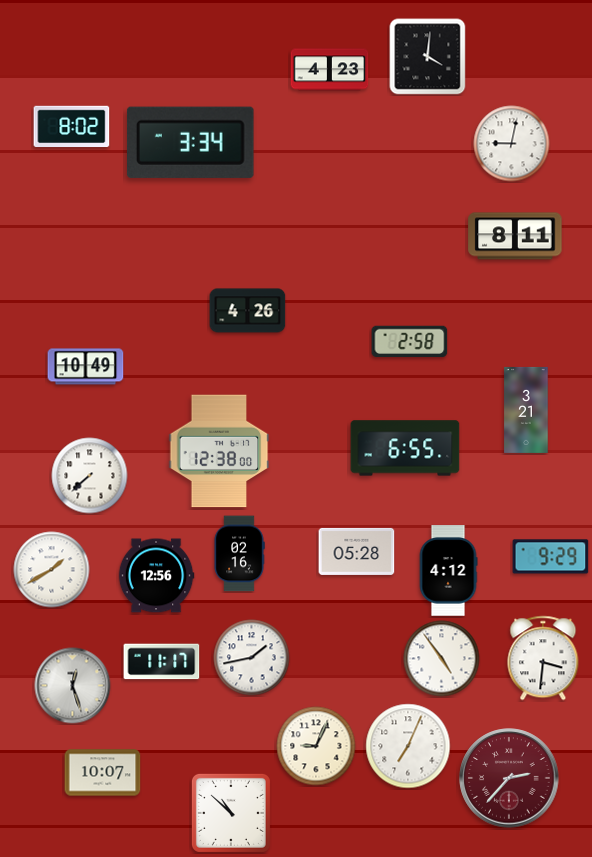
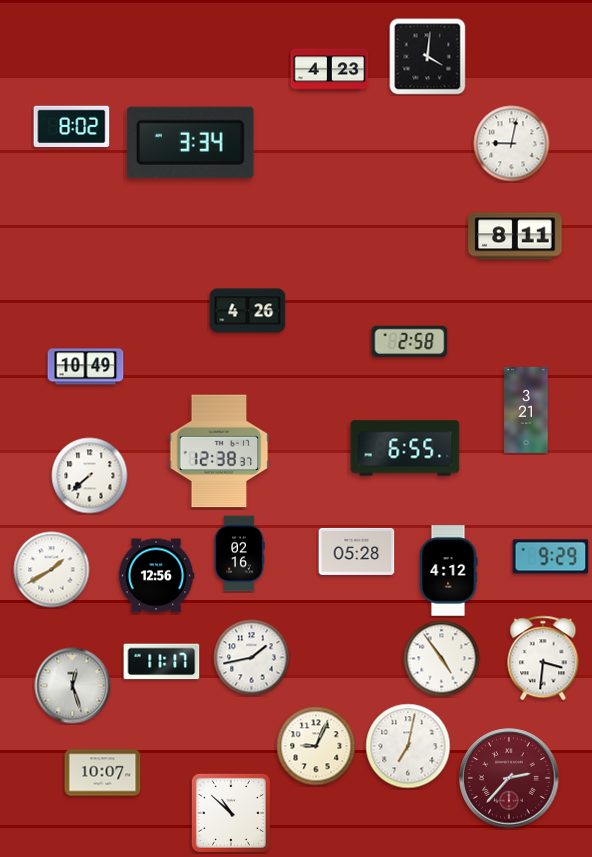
clock at (219, 451): 12:38:00 -> 12:38:37
clock at (408, 746): 7:04 -> 7:02
